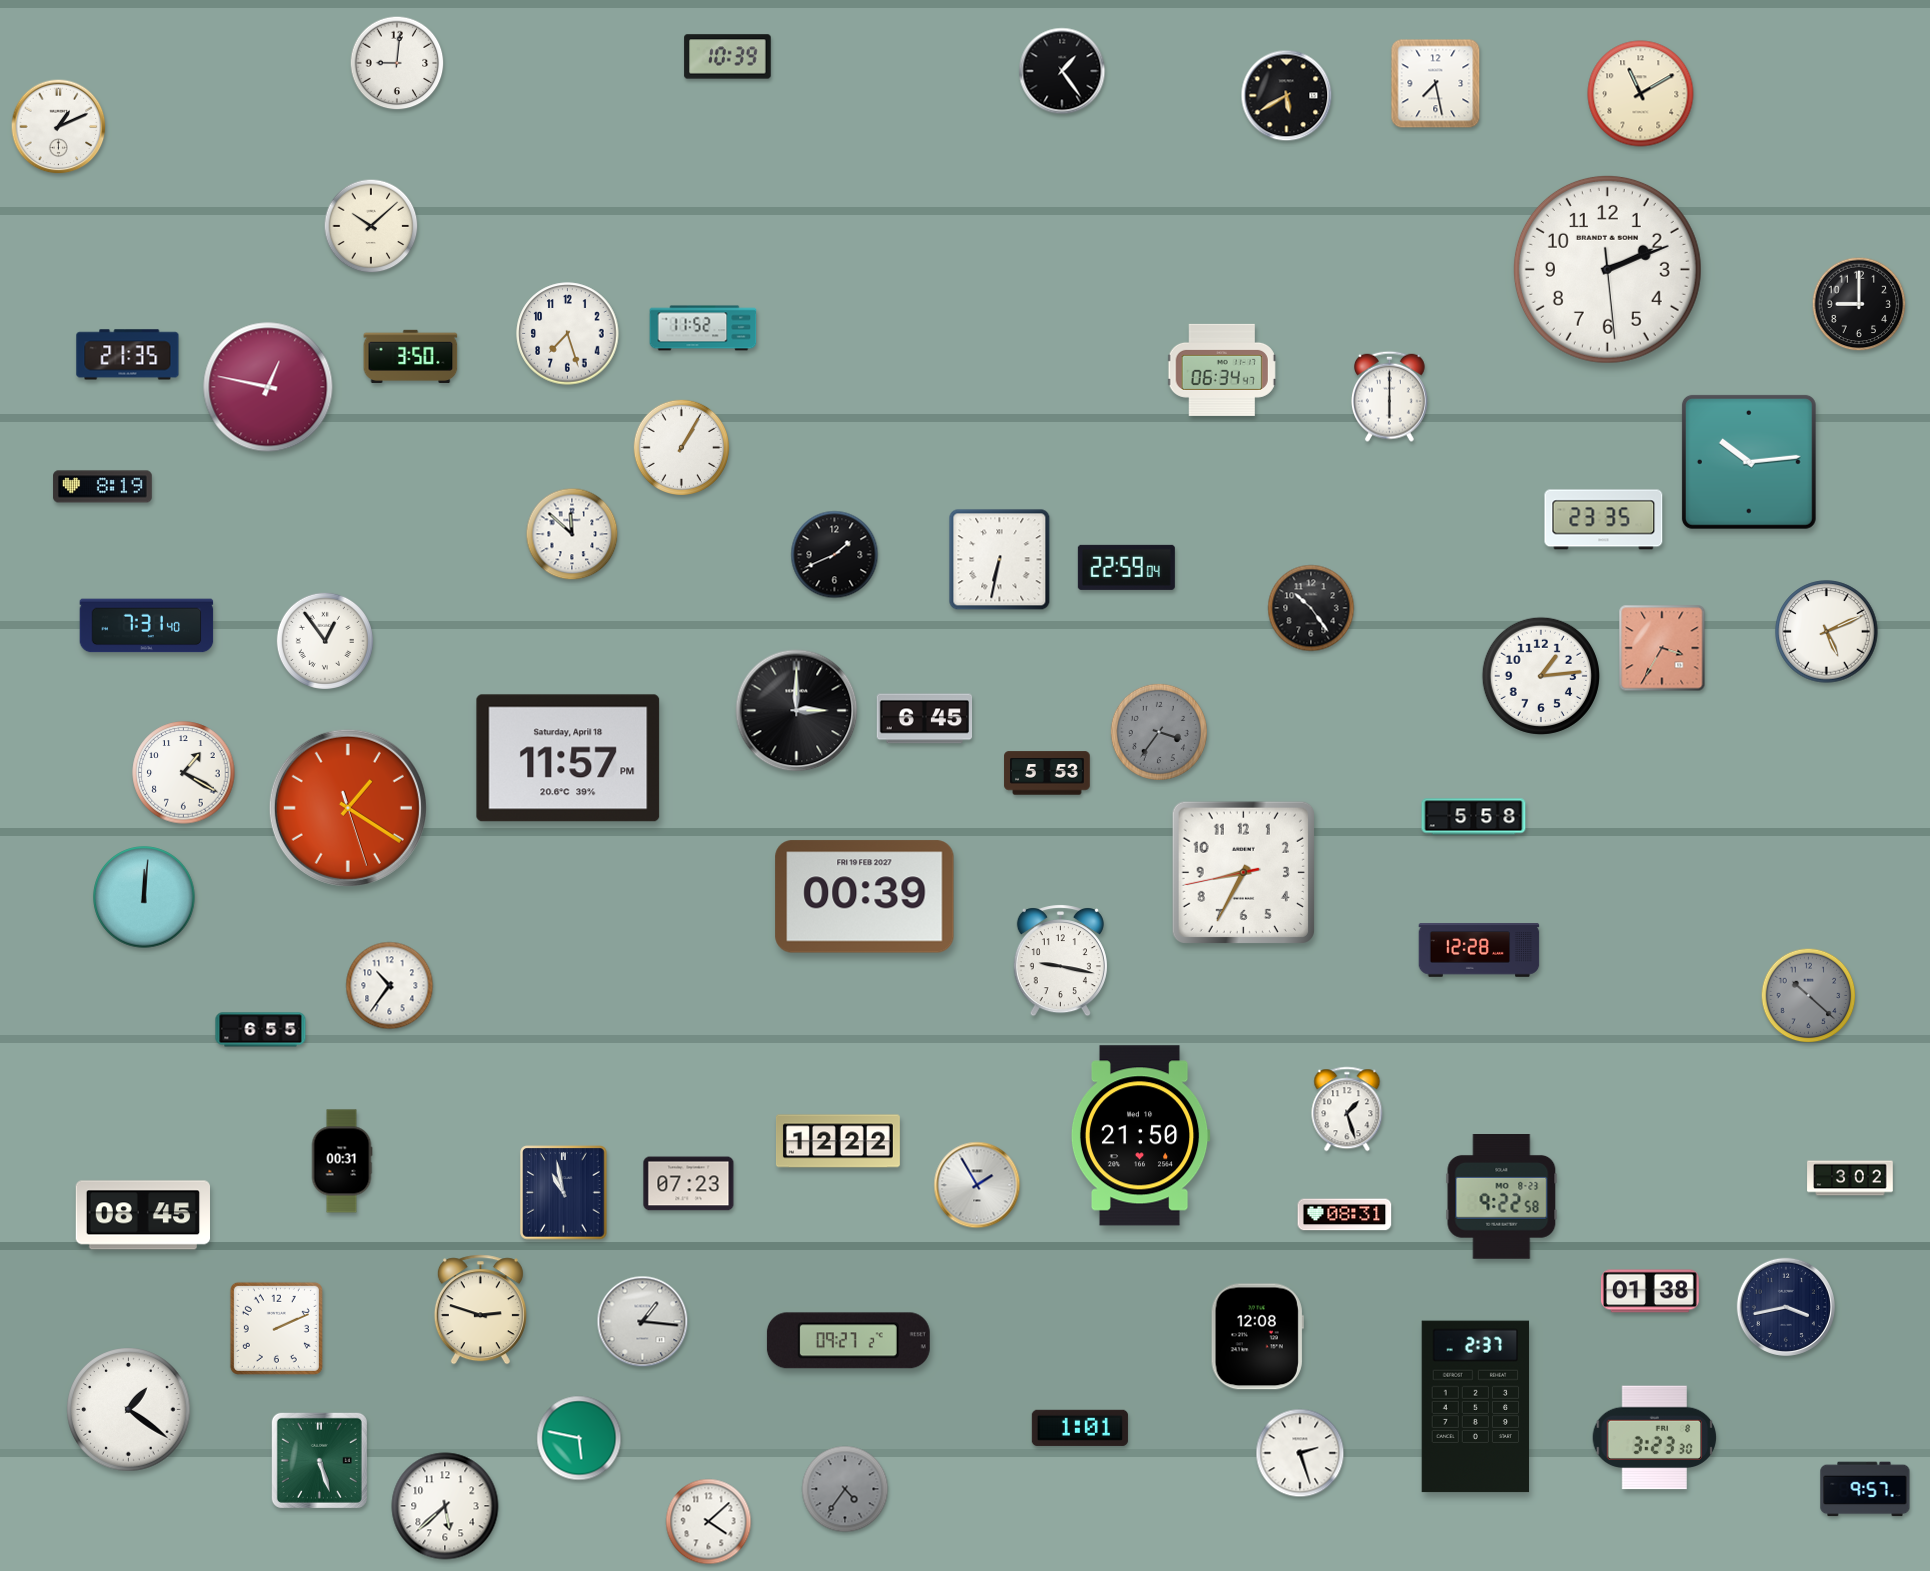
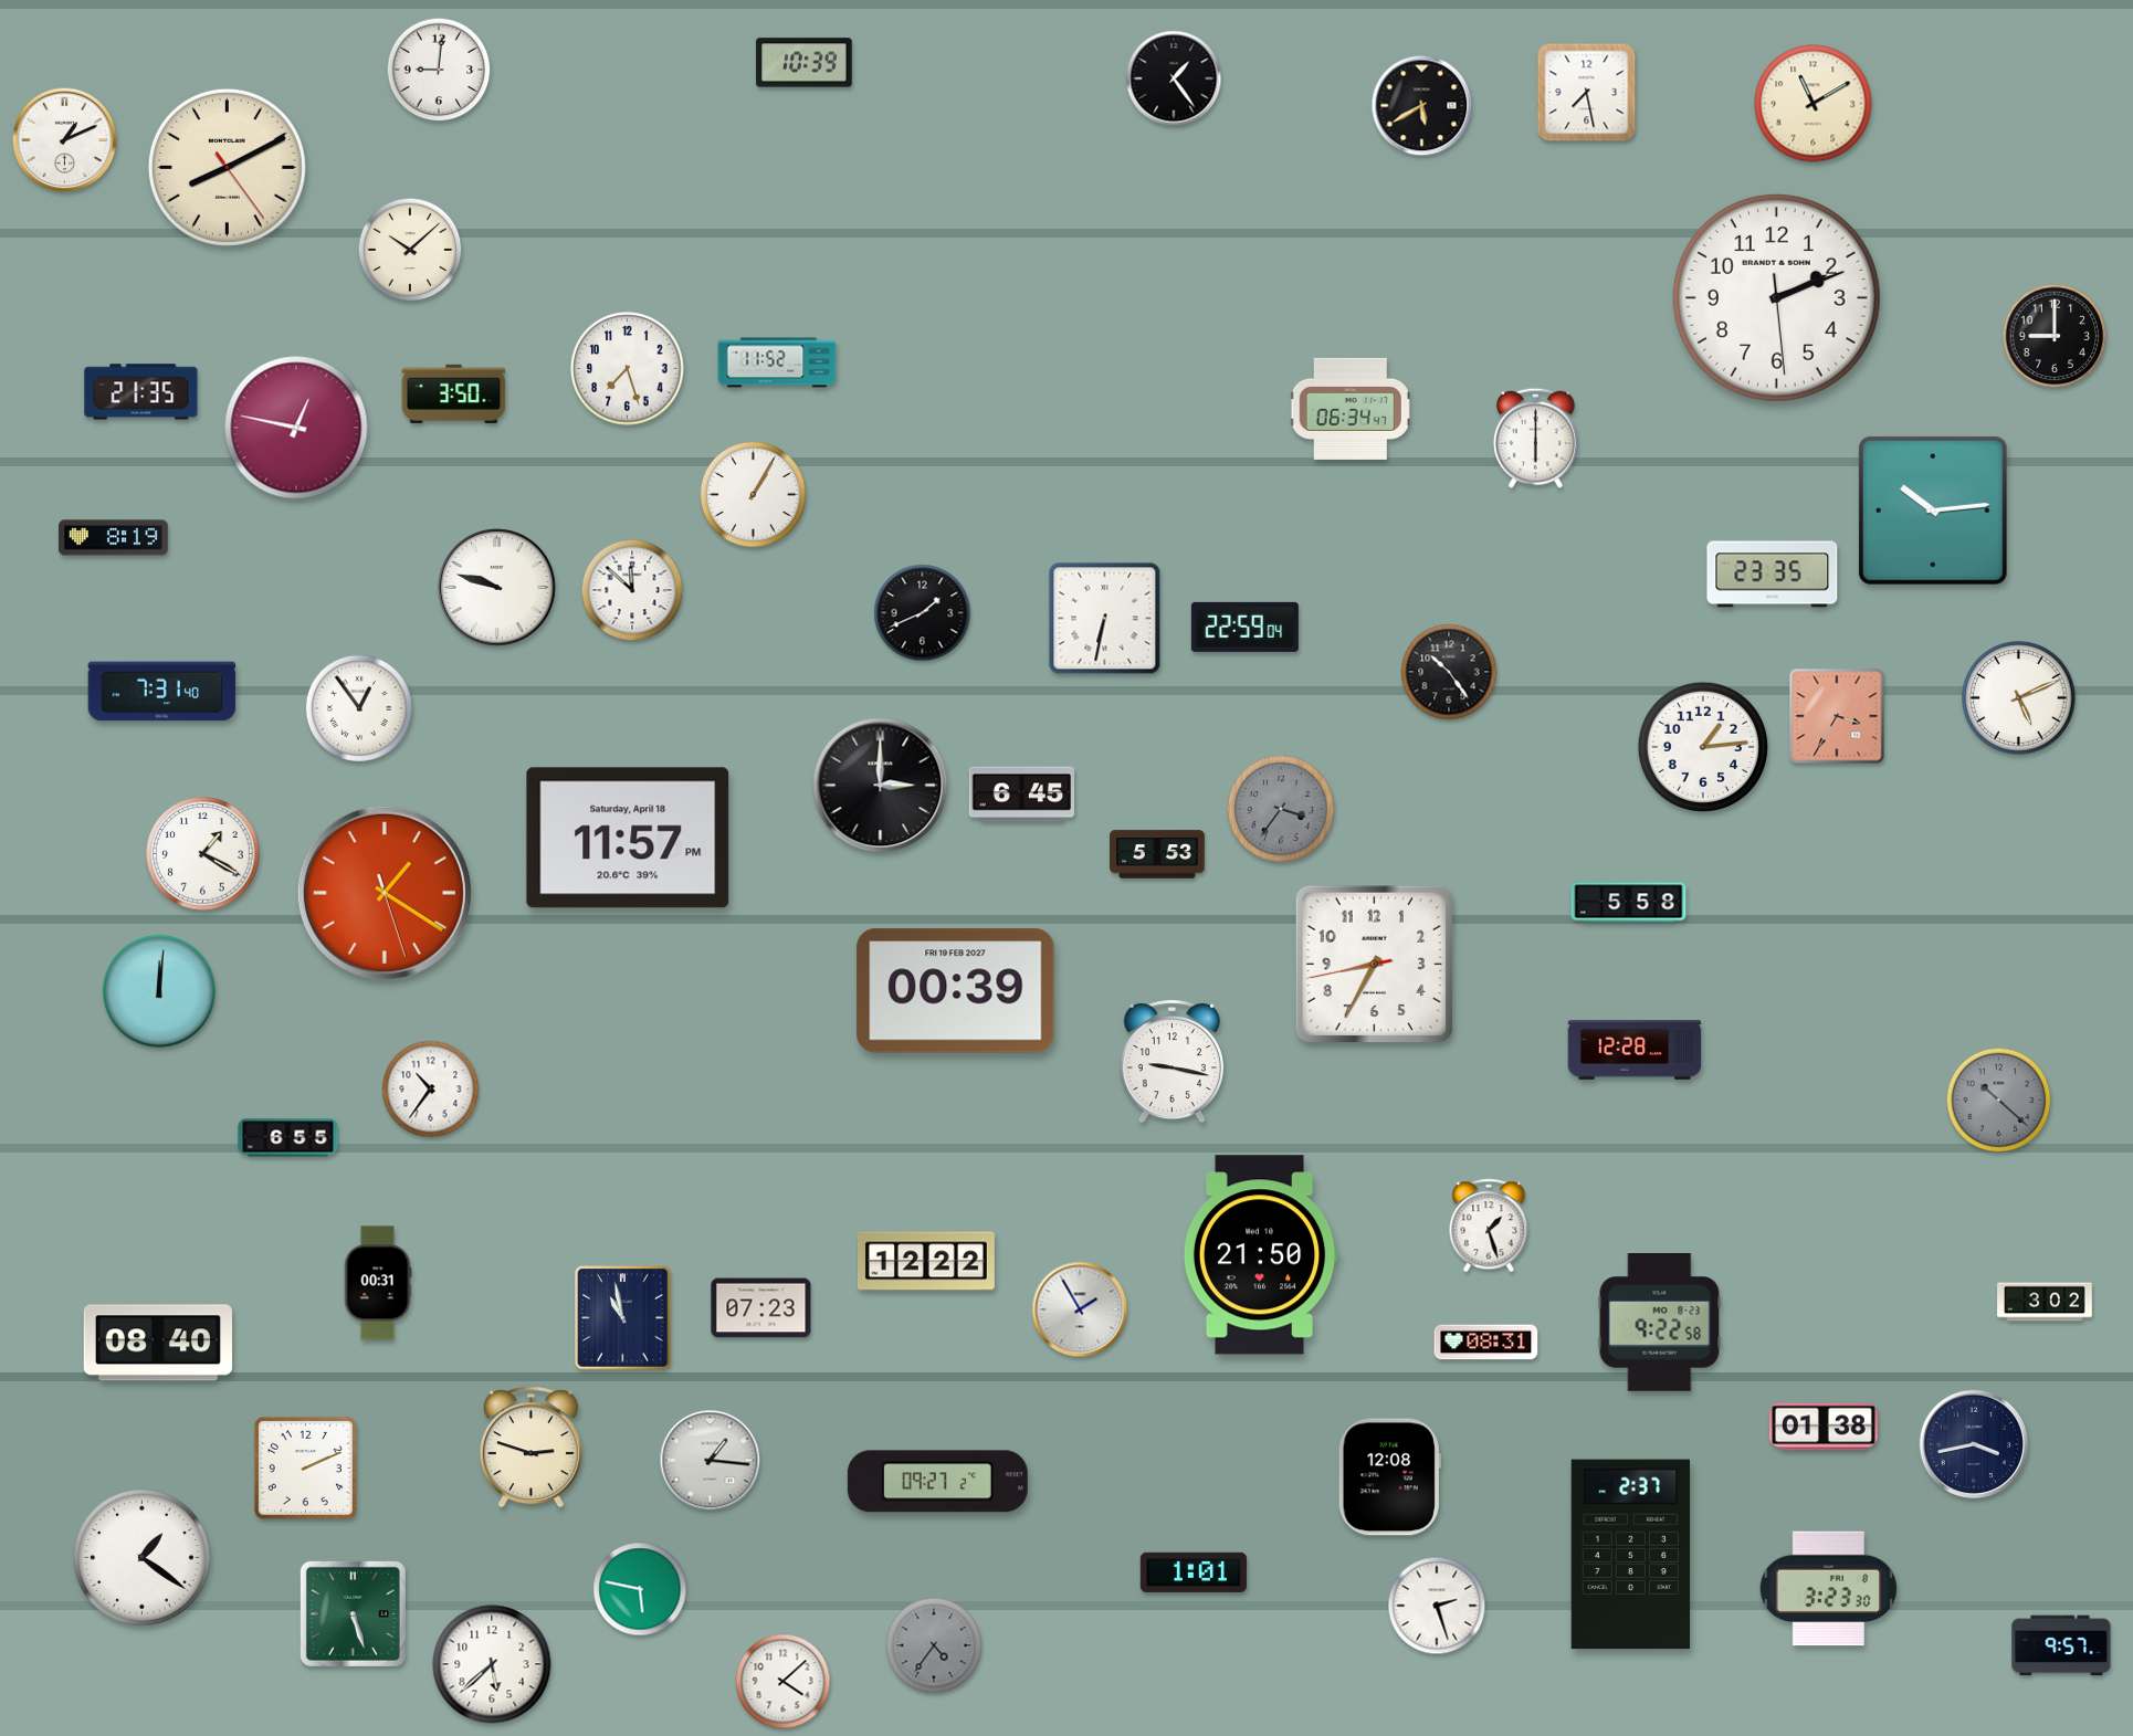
clock at (227, 167): none -> 8:10
clock at (497, 588): none -> 9:48
clock at (142, 1215): 08:45 -> 08:40
clock at (1080, 1428) position: (1080, 1428) -> (1194, 1572)
